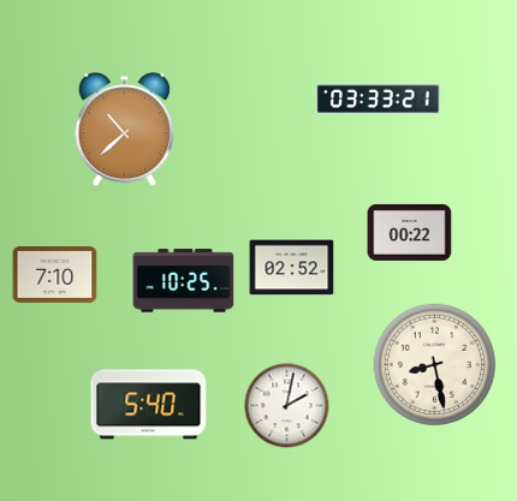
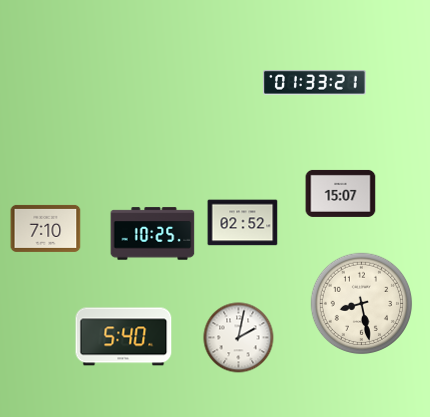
clock at (379, 100): 03:33 -> 01:33
clock at (124, 130): 10:38 -> none
clock at (410, 232): 00:22 -> 15:07
